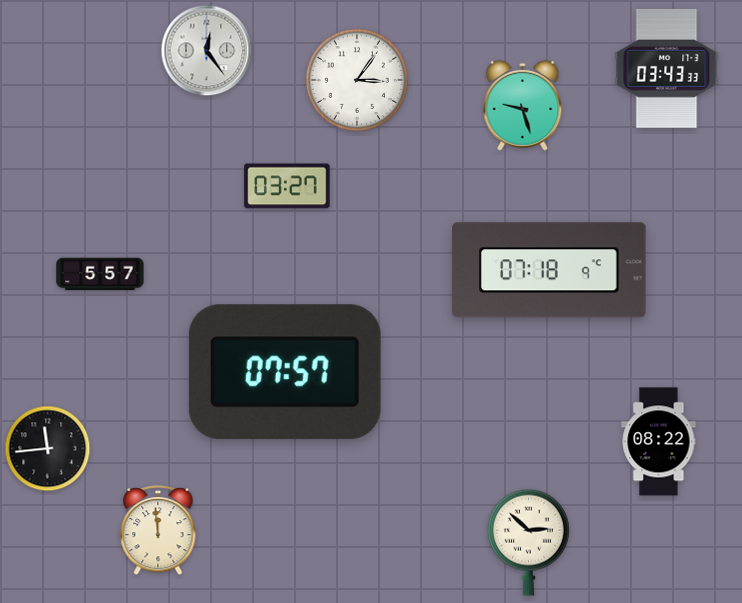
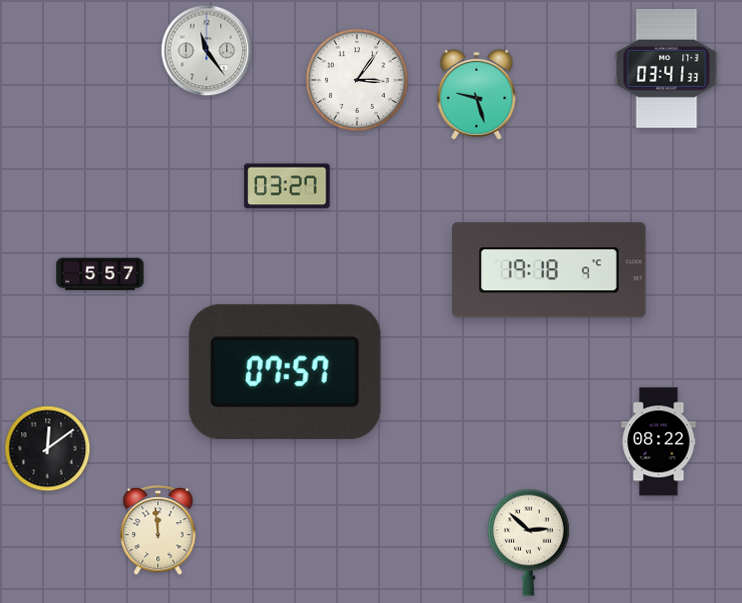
clock at (207, 51): 12:24 -> 11:24
clock at (667, 68): 03:43 -> 03:41
clock at (523, 105) position: (523, 105) -> (477, 94)
clock at (549, 270): 07:18 -> 19:18
clock at (48, 449): 11:44 -> 12:09
